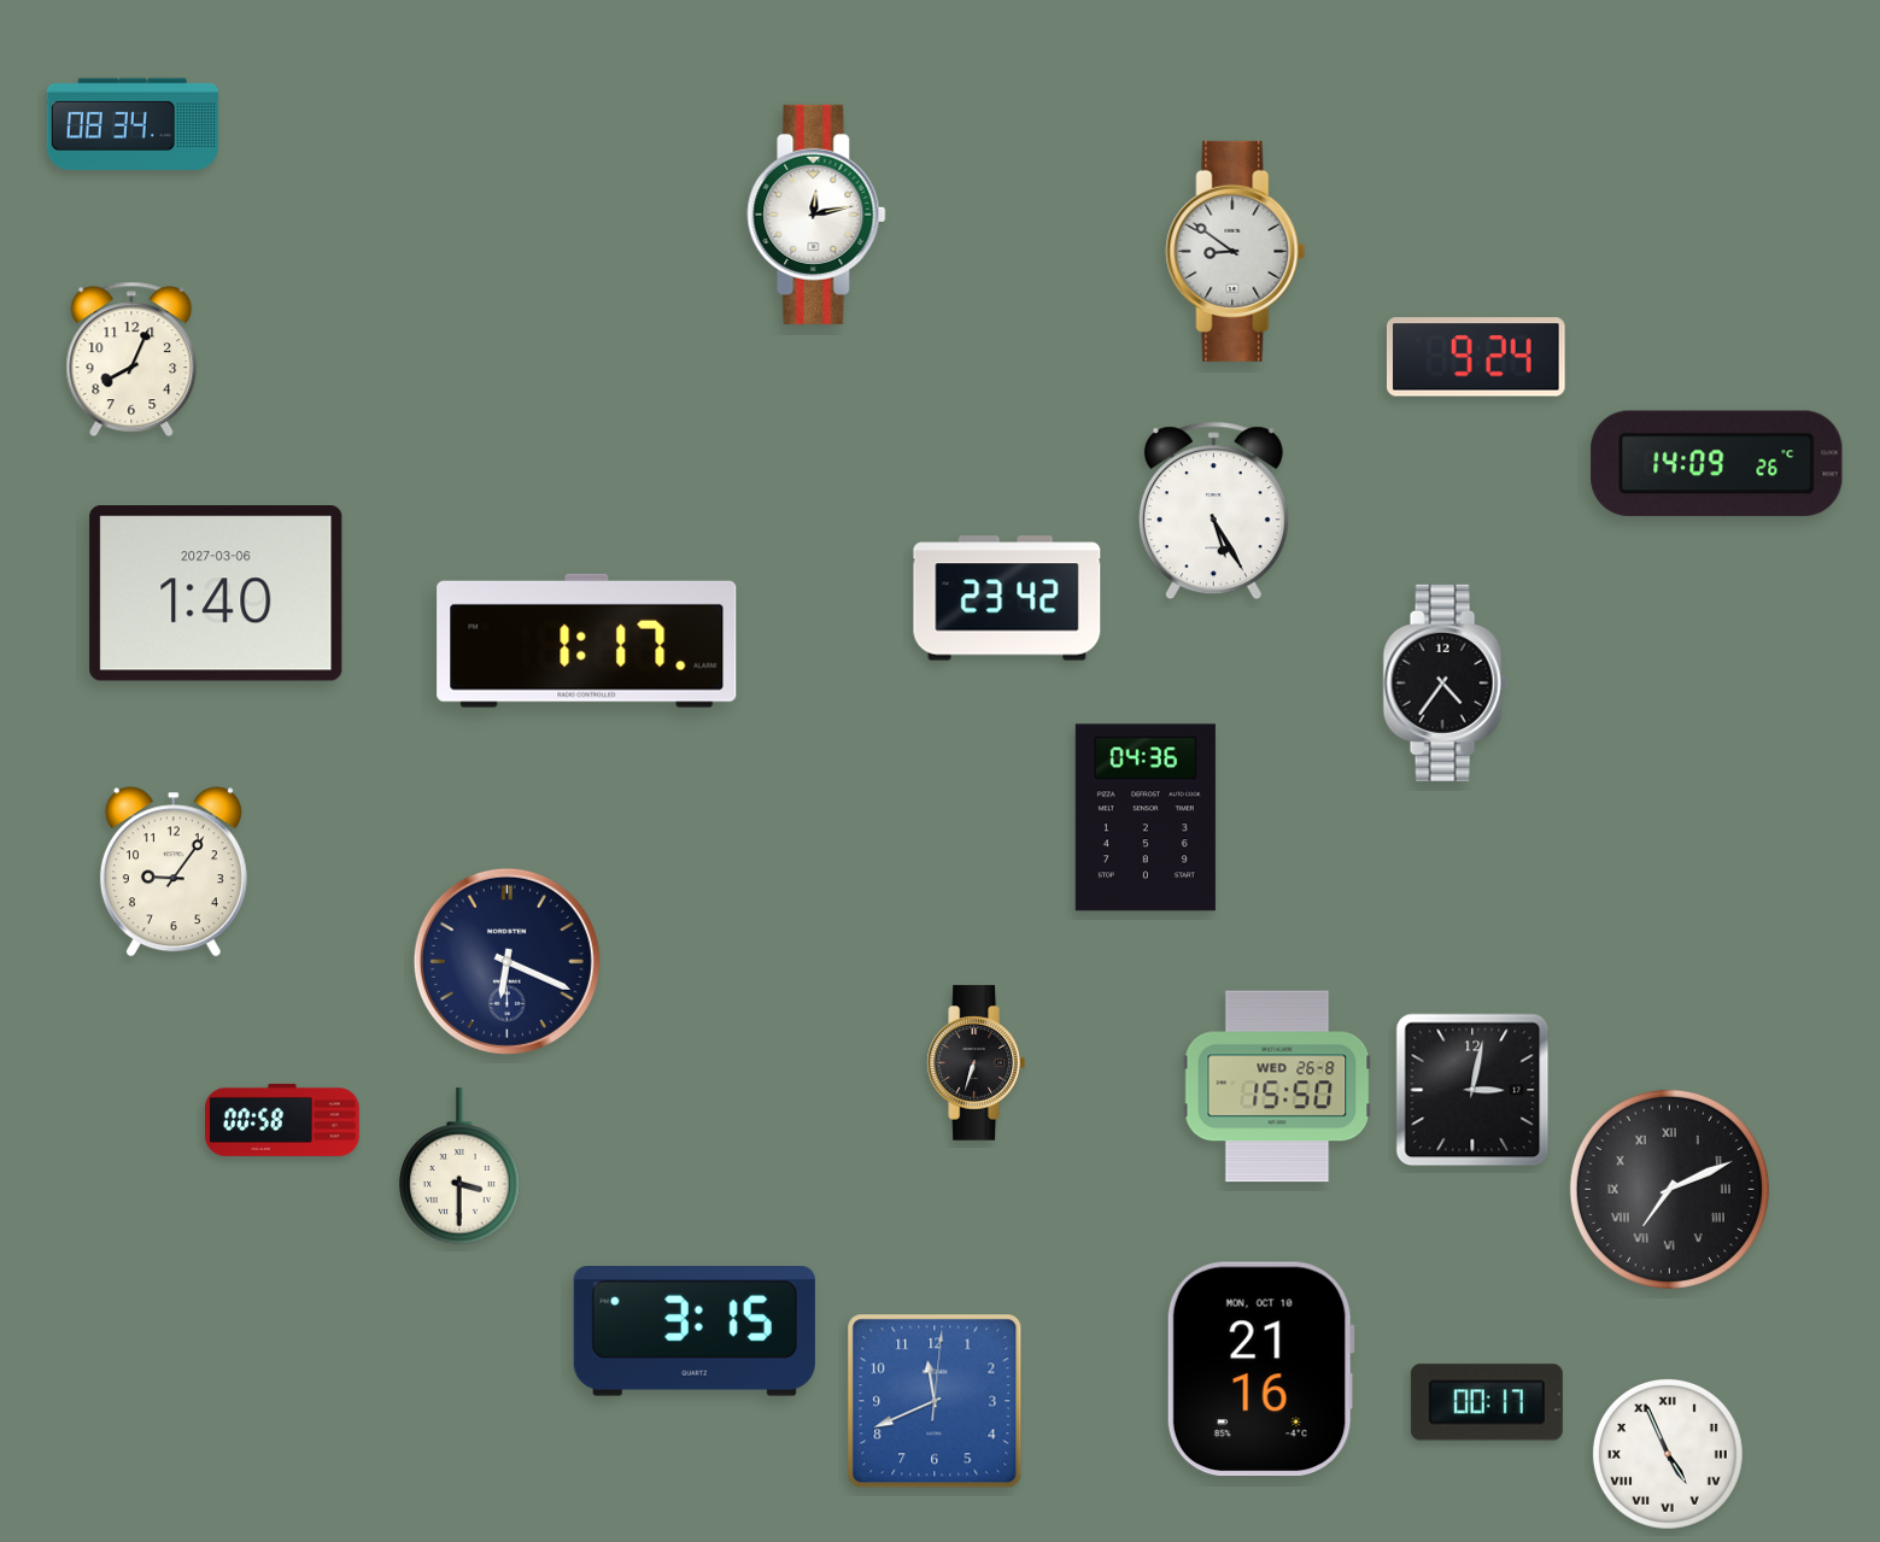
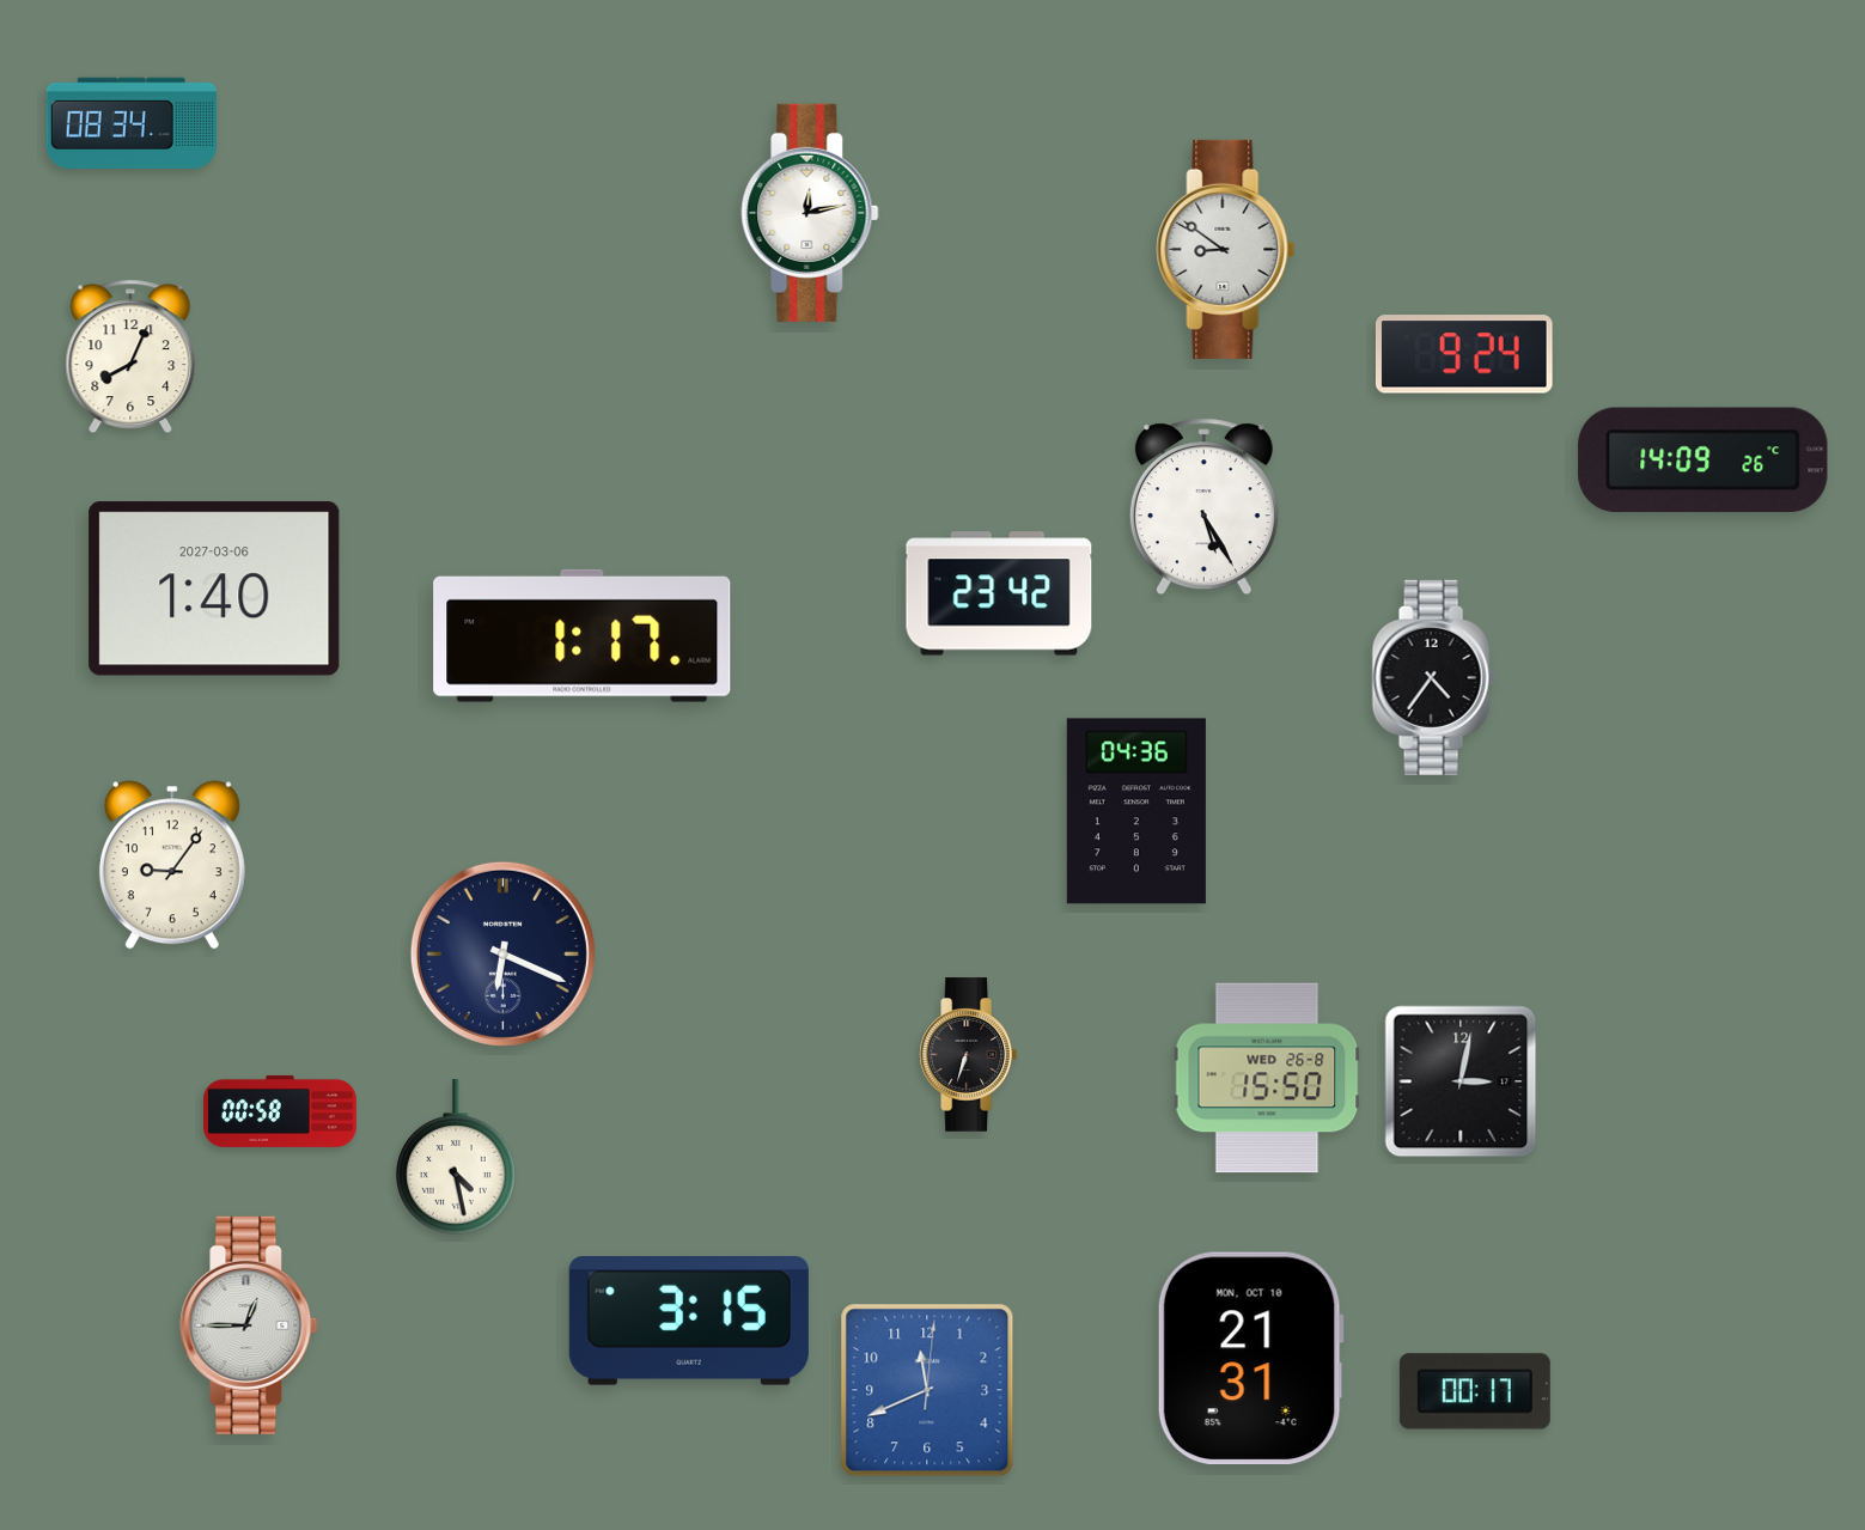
clock at (459, 1166): 3:30 -> 4:28
clock at (1669, 1189): 7:11 -> none
clock at (249, 1325): none -> 12:45
clock at (1260, 1370): 21:16 -> 21:31
clock at (1668, 1454): 4:56 -> none
